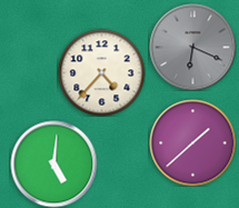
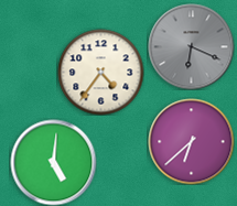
clock at (101, 72): 4:37 -> 4:36
clock at (192, 142): 1:38 -> 6:38
